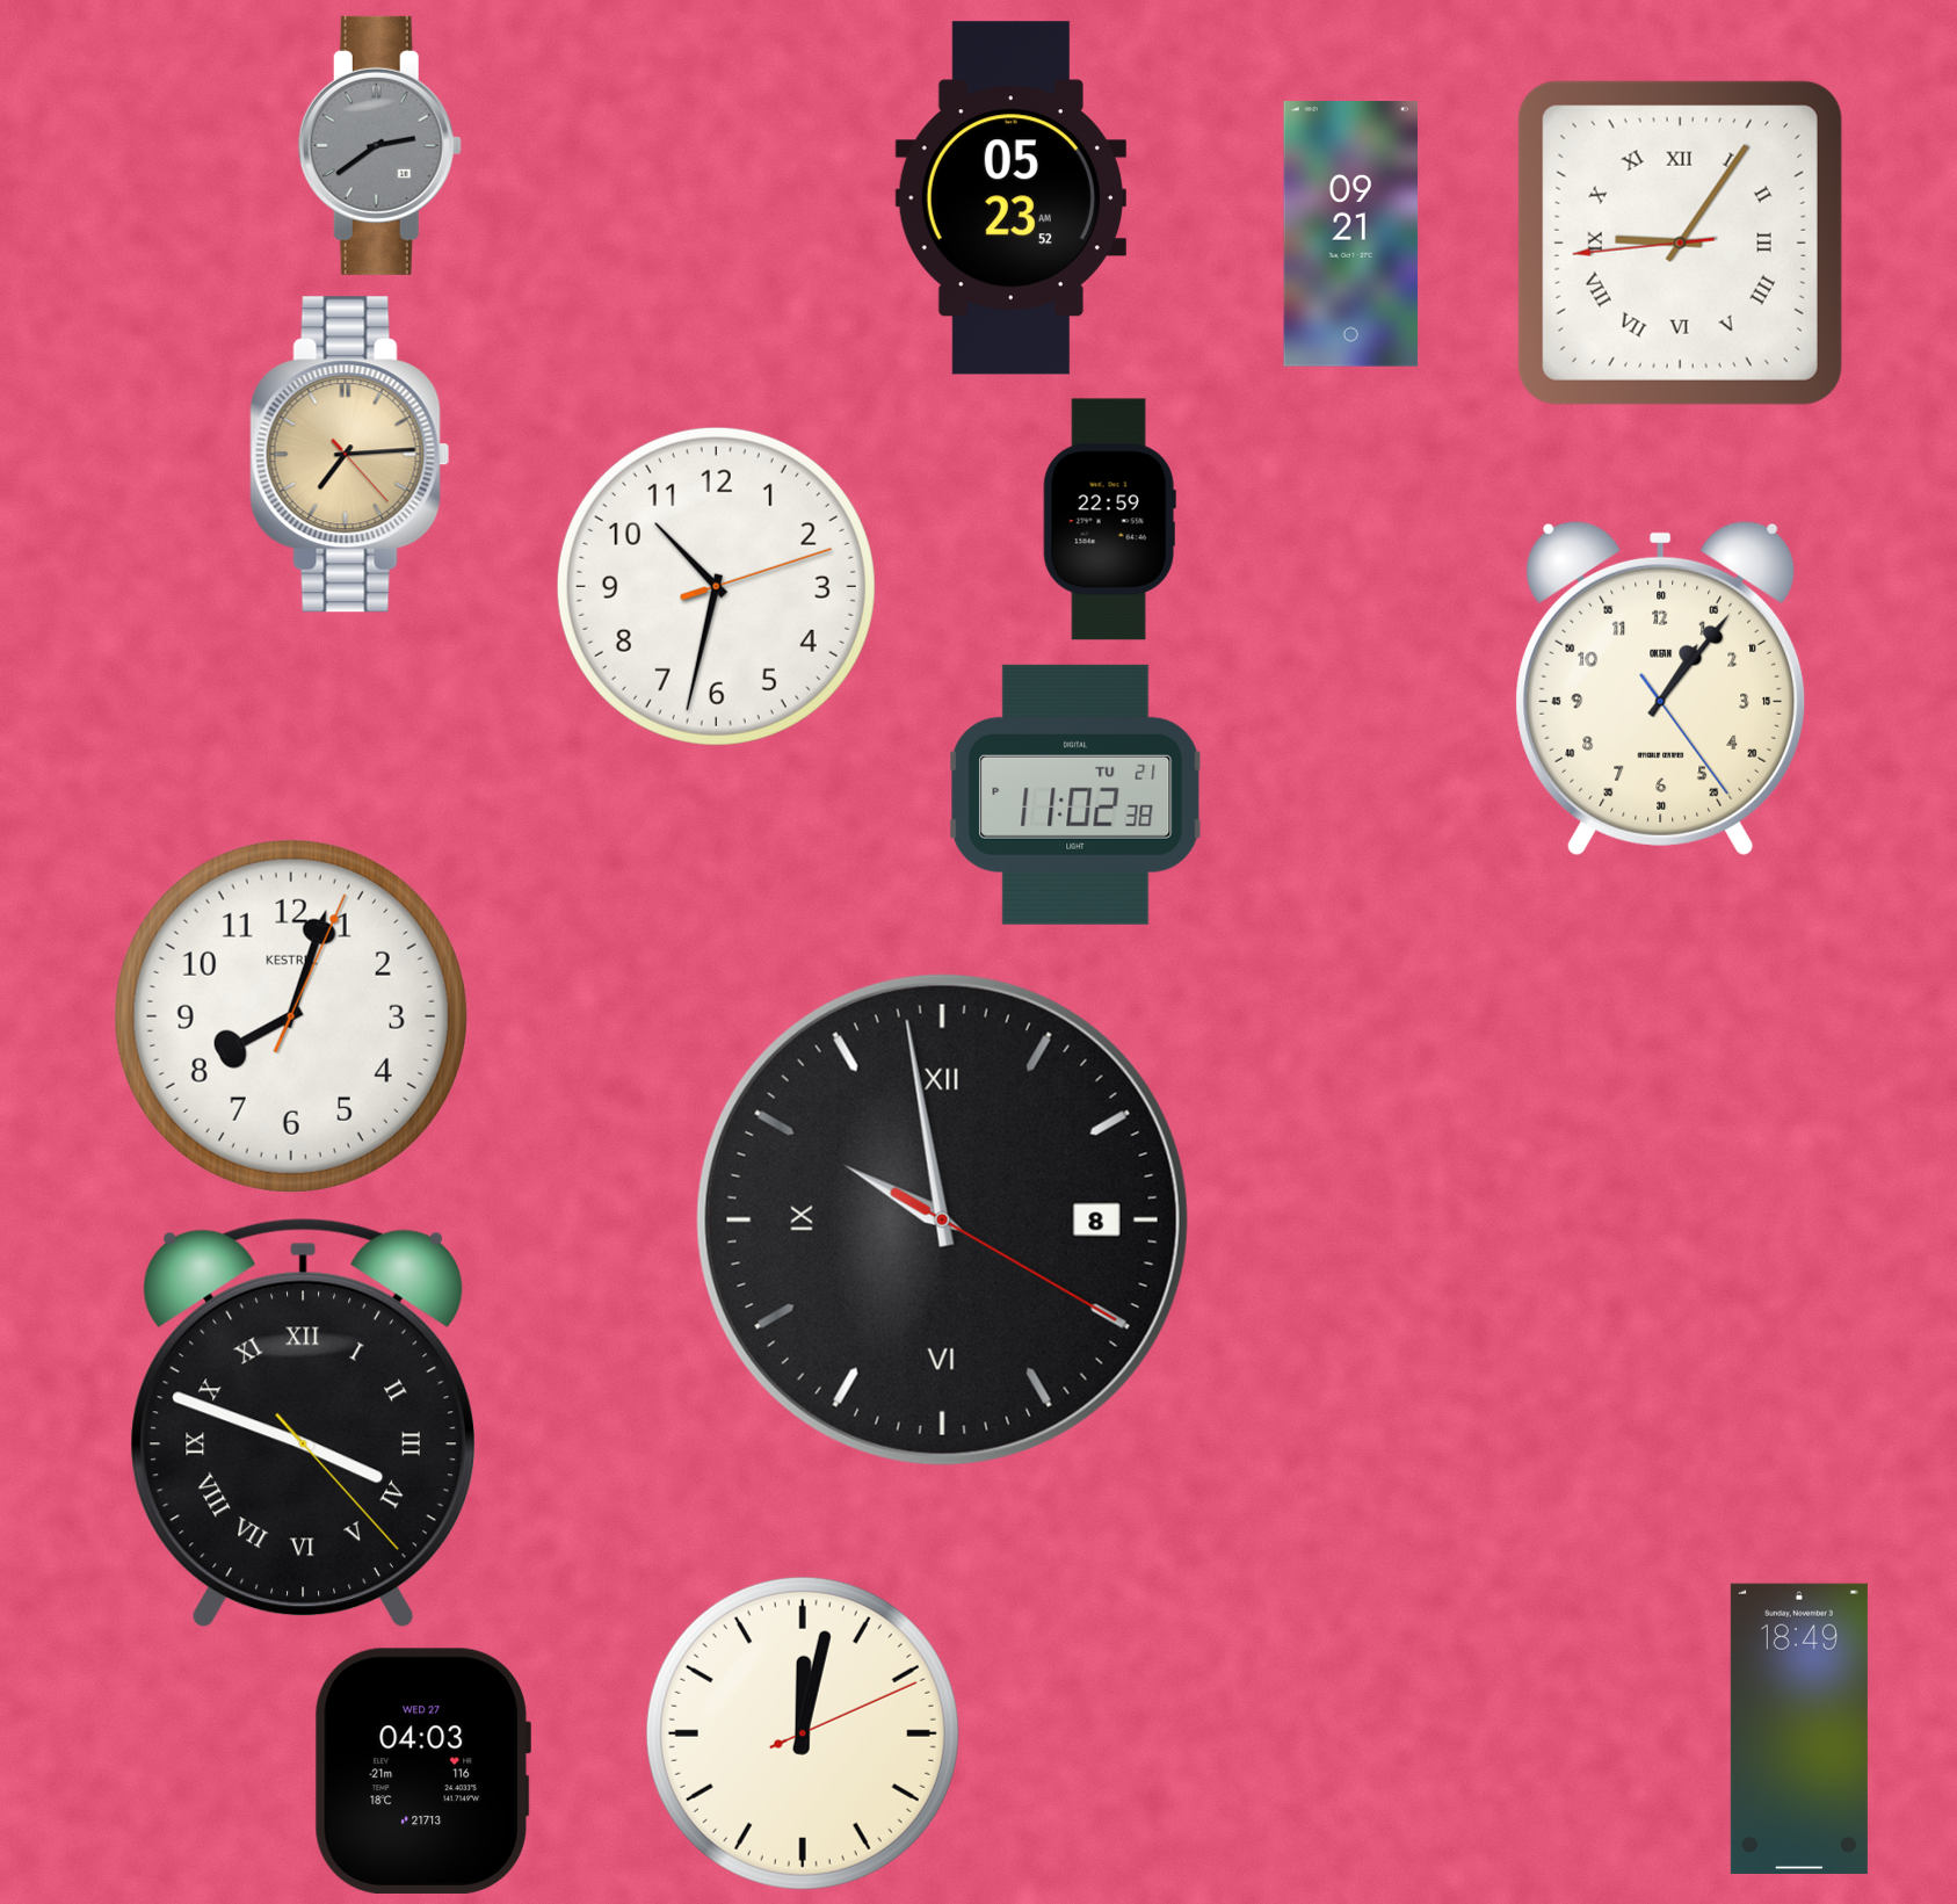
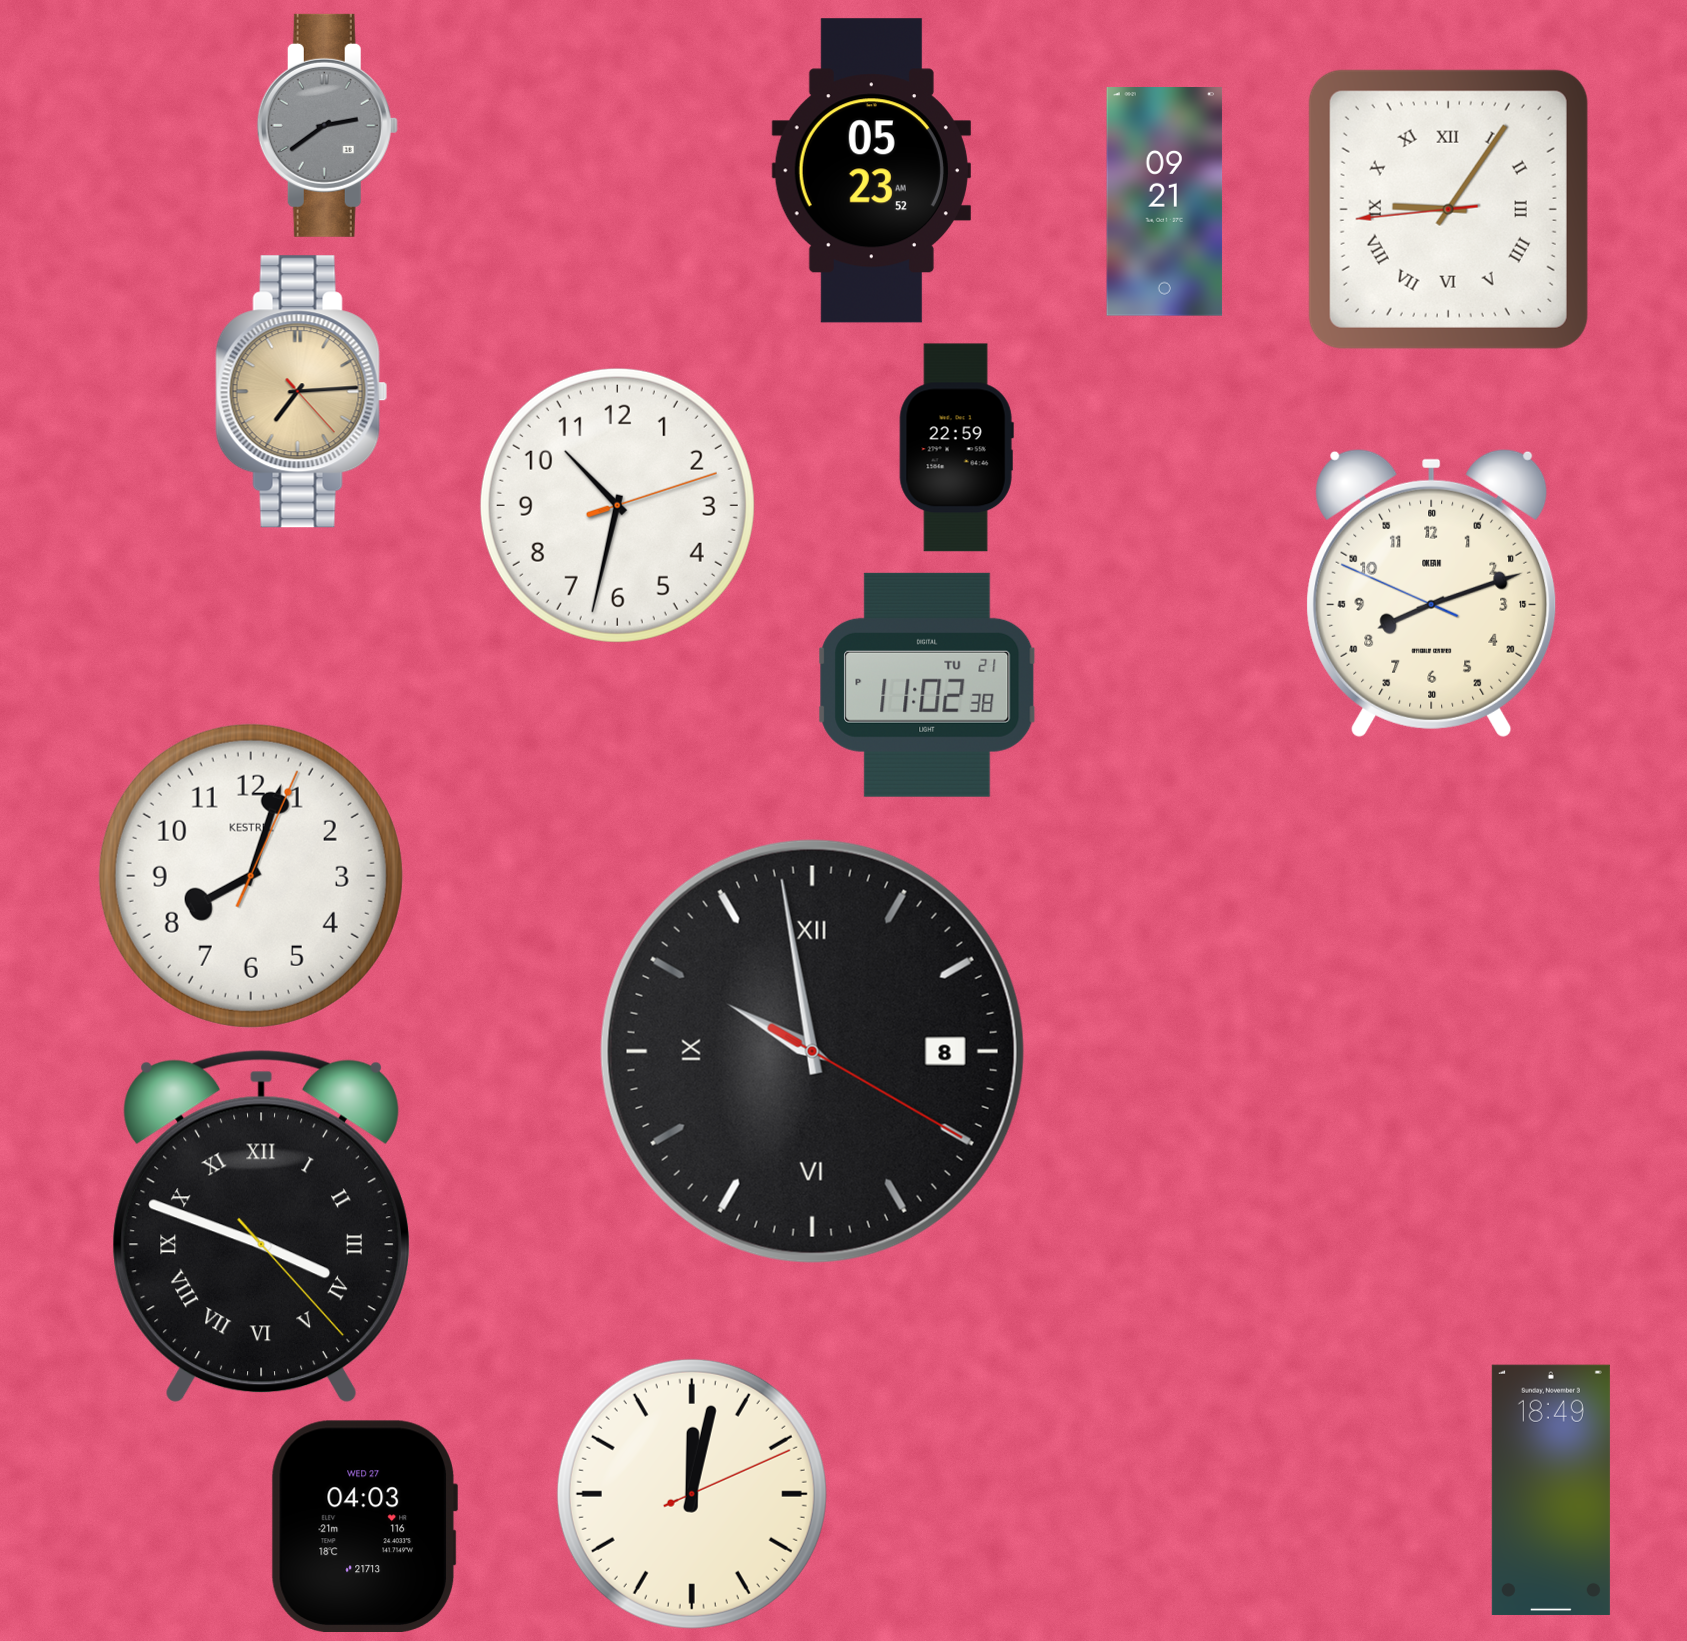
clock at (1661, 688): 1:06 -> 8:11
